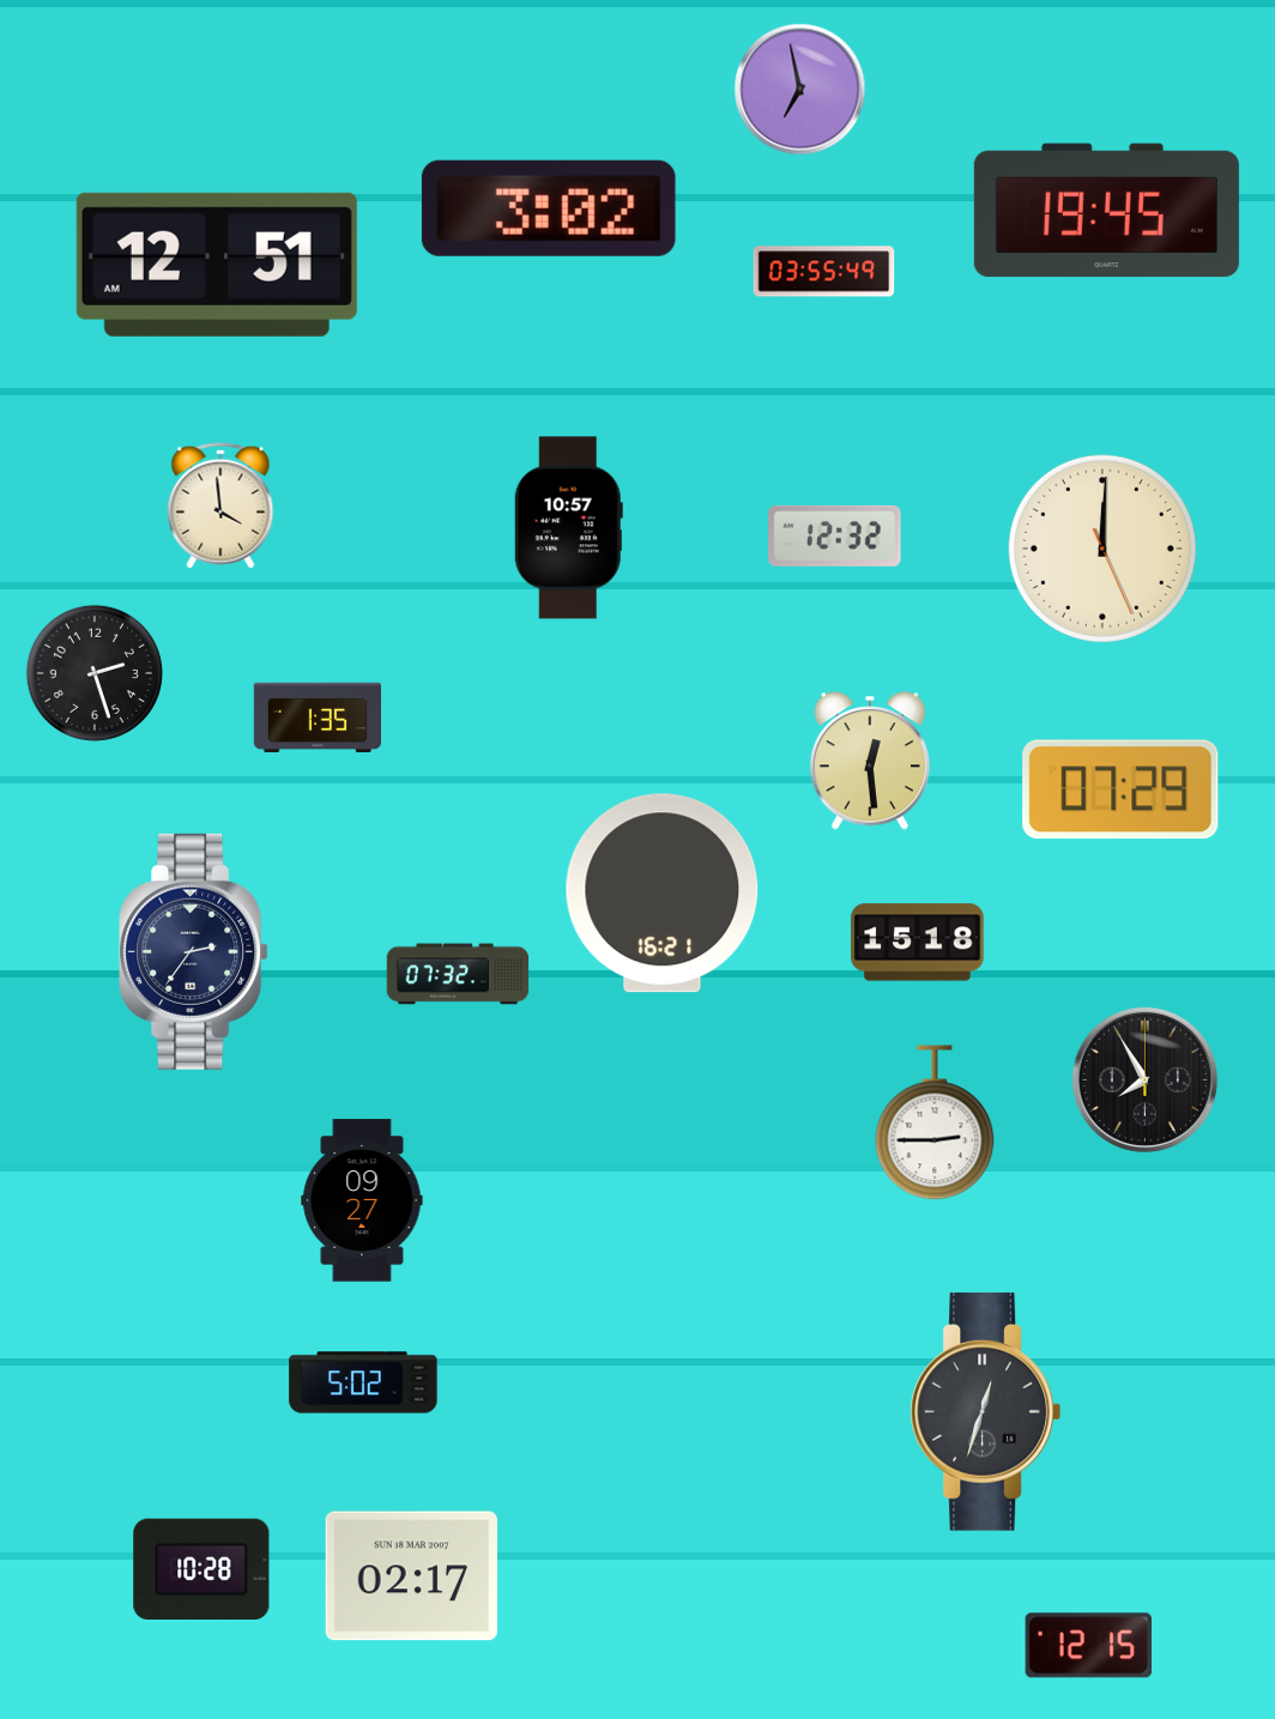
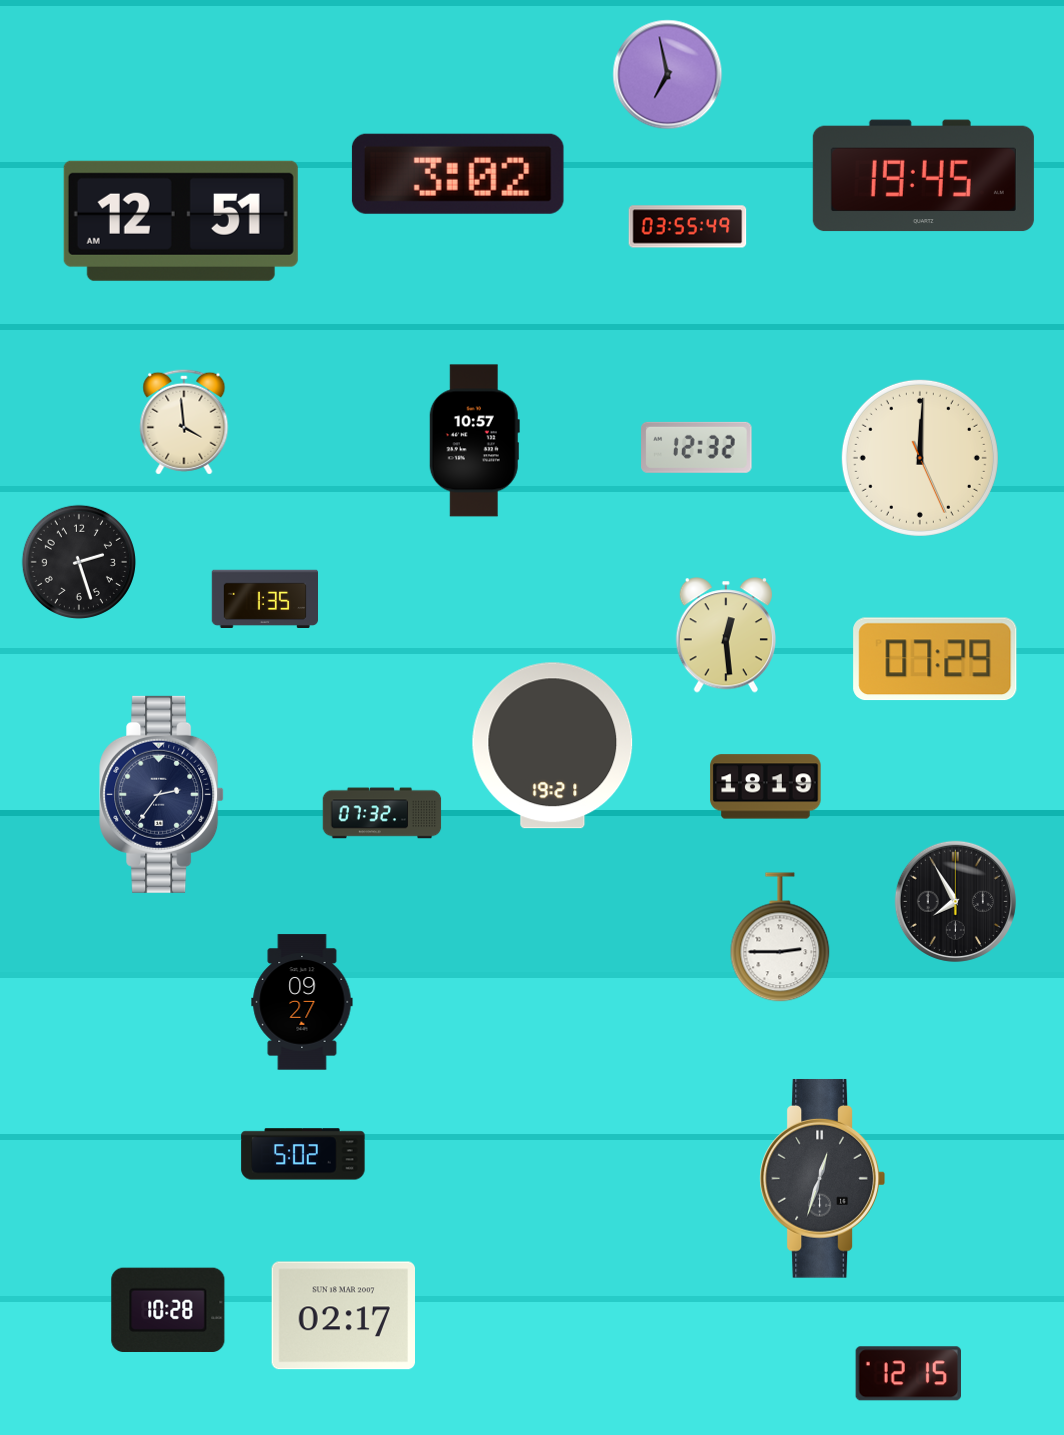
clock at (663, 894): 16:21 -> 19:21
clock at (918, 943): 15:18 -> 18:19
